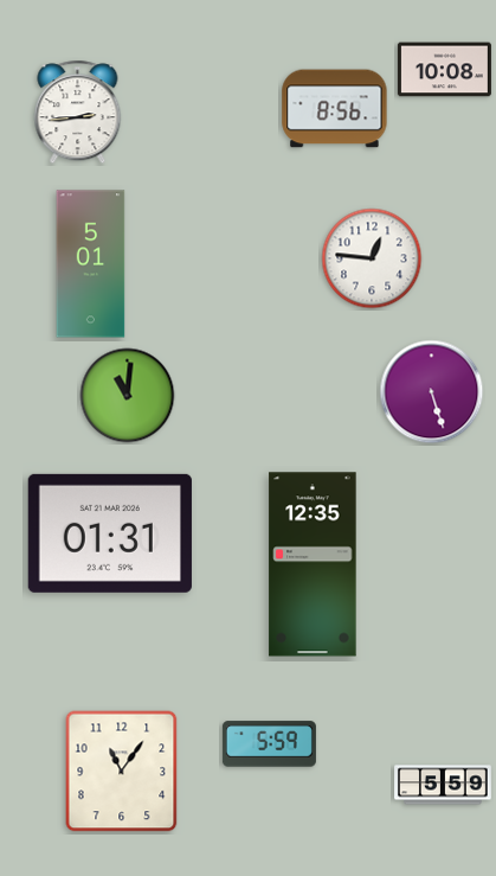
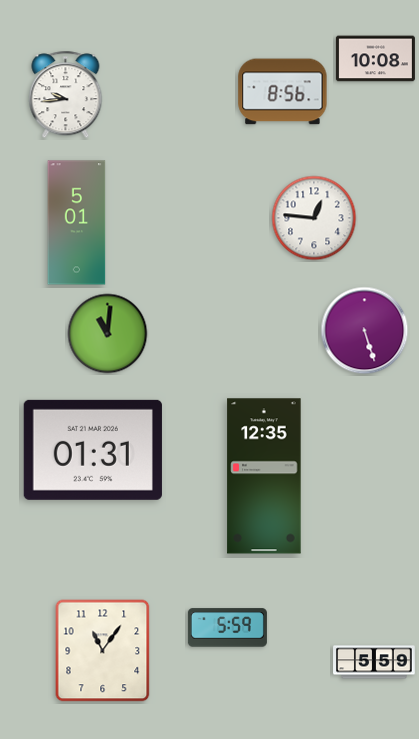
clock at (78, 113): 2:44 -> 9:44
